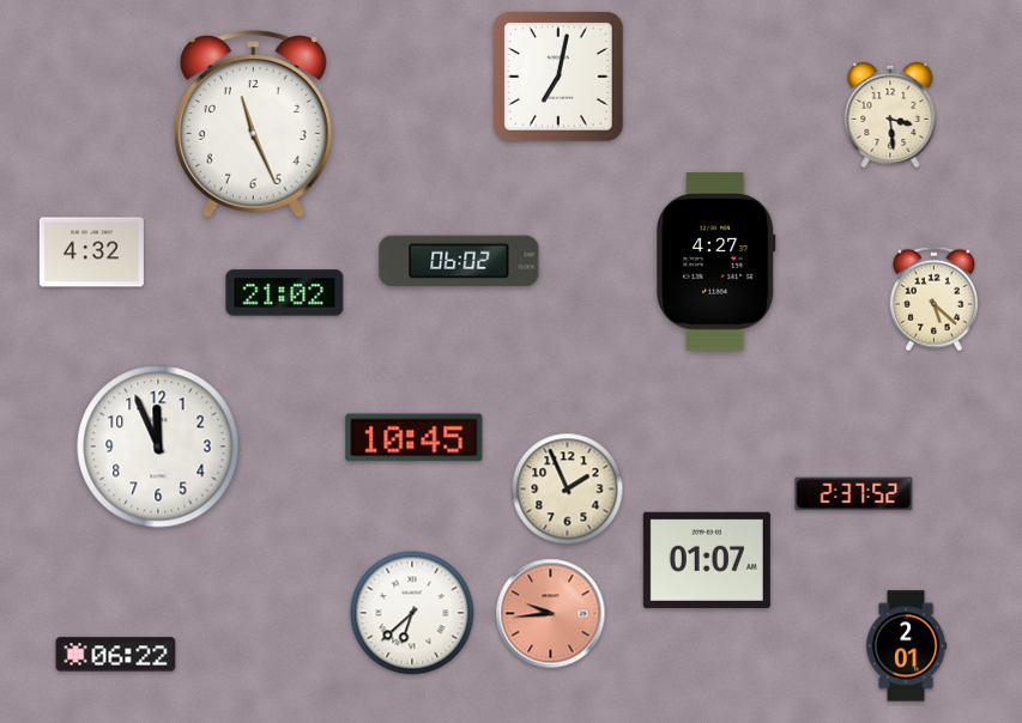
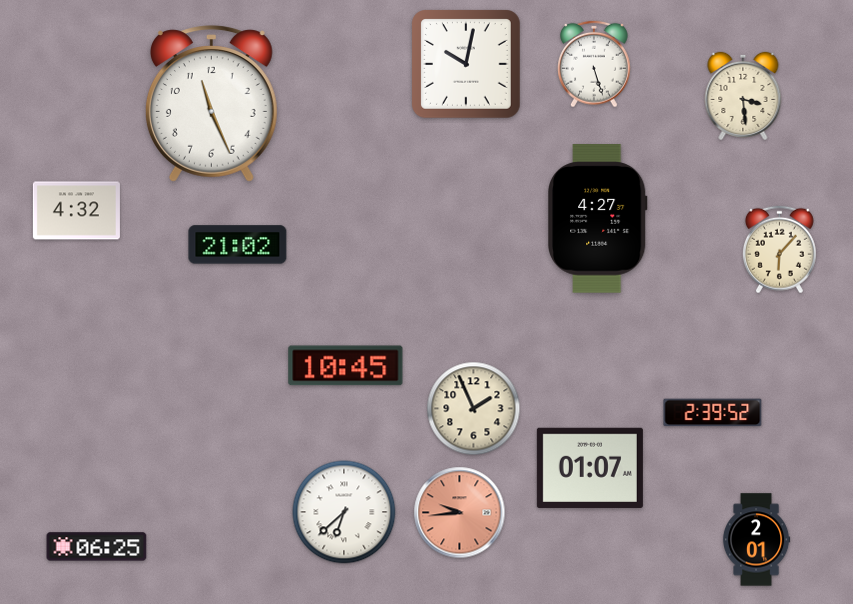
clock at (558, 77): 7:02 -> 10:02
clock at (595, 64): none -> 5:27
clock at (459, 261): 06:02 -> none
clock at (933, 299): 5:22 -> 6:07
clock at (158, 446): 11:56 -> none
clock at (854, 494): 2:37 -> 2:39
clock at (116, 655): 06:22 -> 06:25
